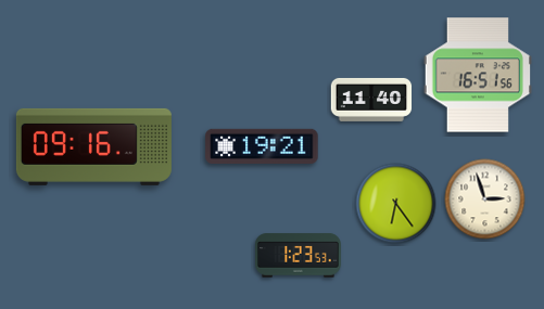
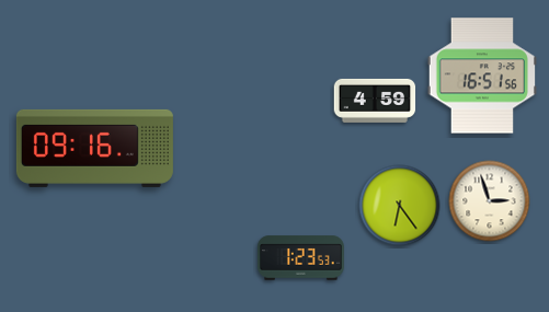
clock at (371, 100): 11:40 -> 4:59
clock at (262, 145): 19:21 -> none
